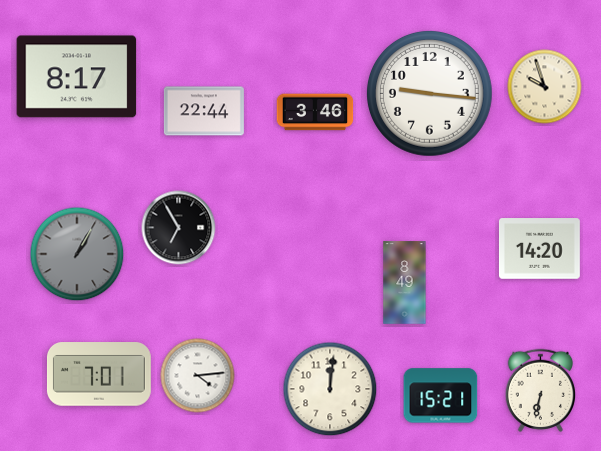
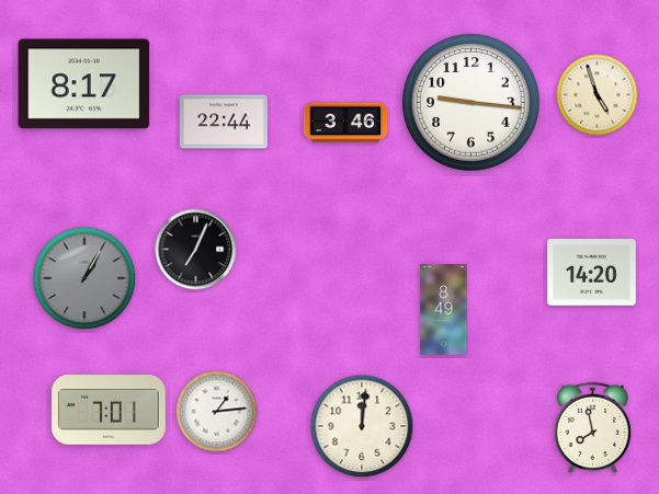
clock at (545, 87): 9:57 -> 4:57
clock at (179, 228): 6:55 -> 7:04
clock at (198, 376): 4:14 -> 1:14
clock at (541, 390): 6:32 -> 7:58
clock at (441, 396): 15:21 -> none
